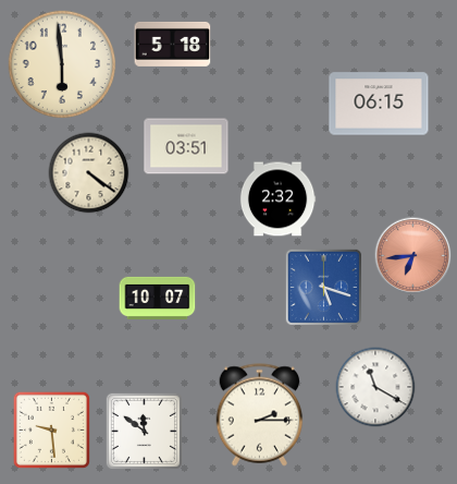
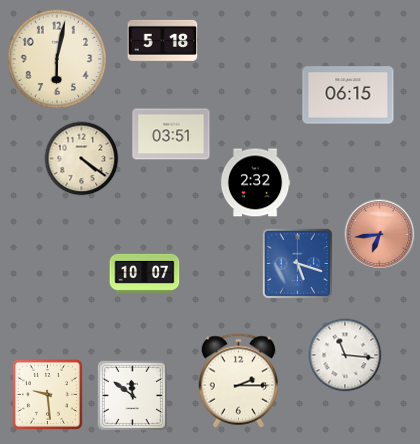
clock at (173, 44) position: (173, 44) -> (163, 40)
clock at (62, 64): 5:59 -> 6:02
clock at (375, 387): 11:20 -> 11:16
